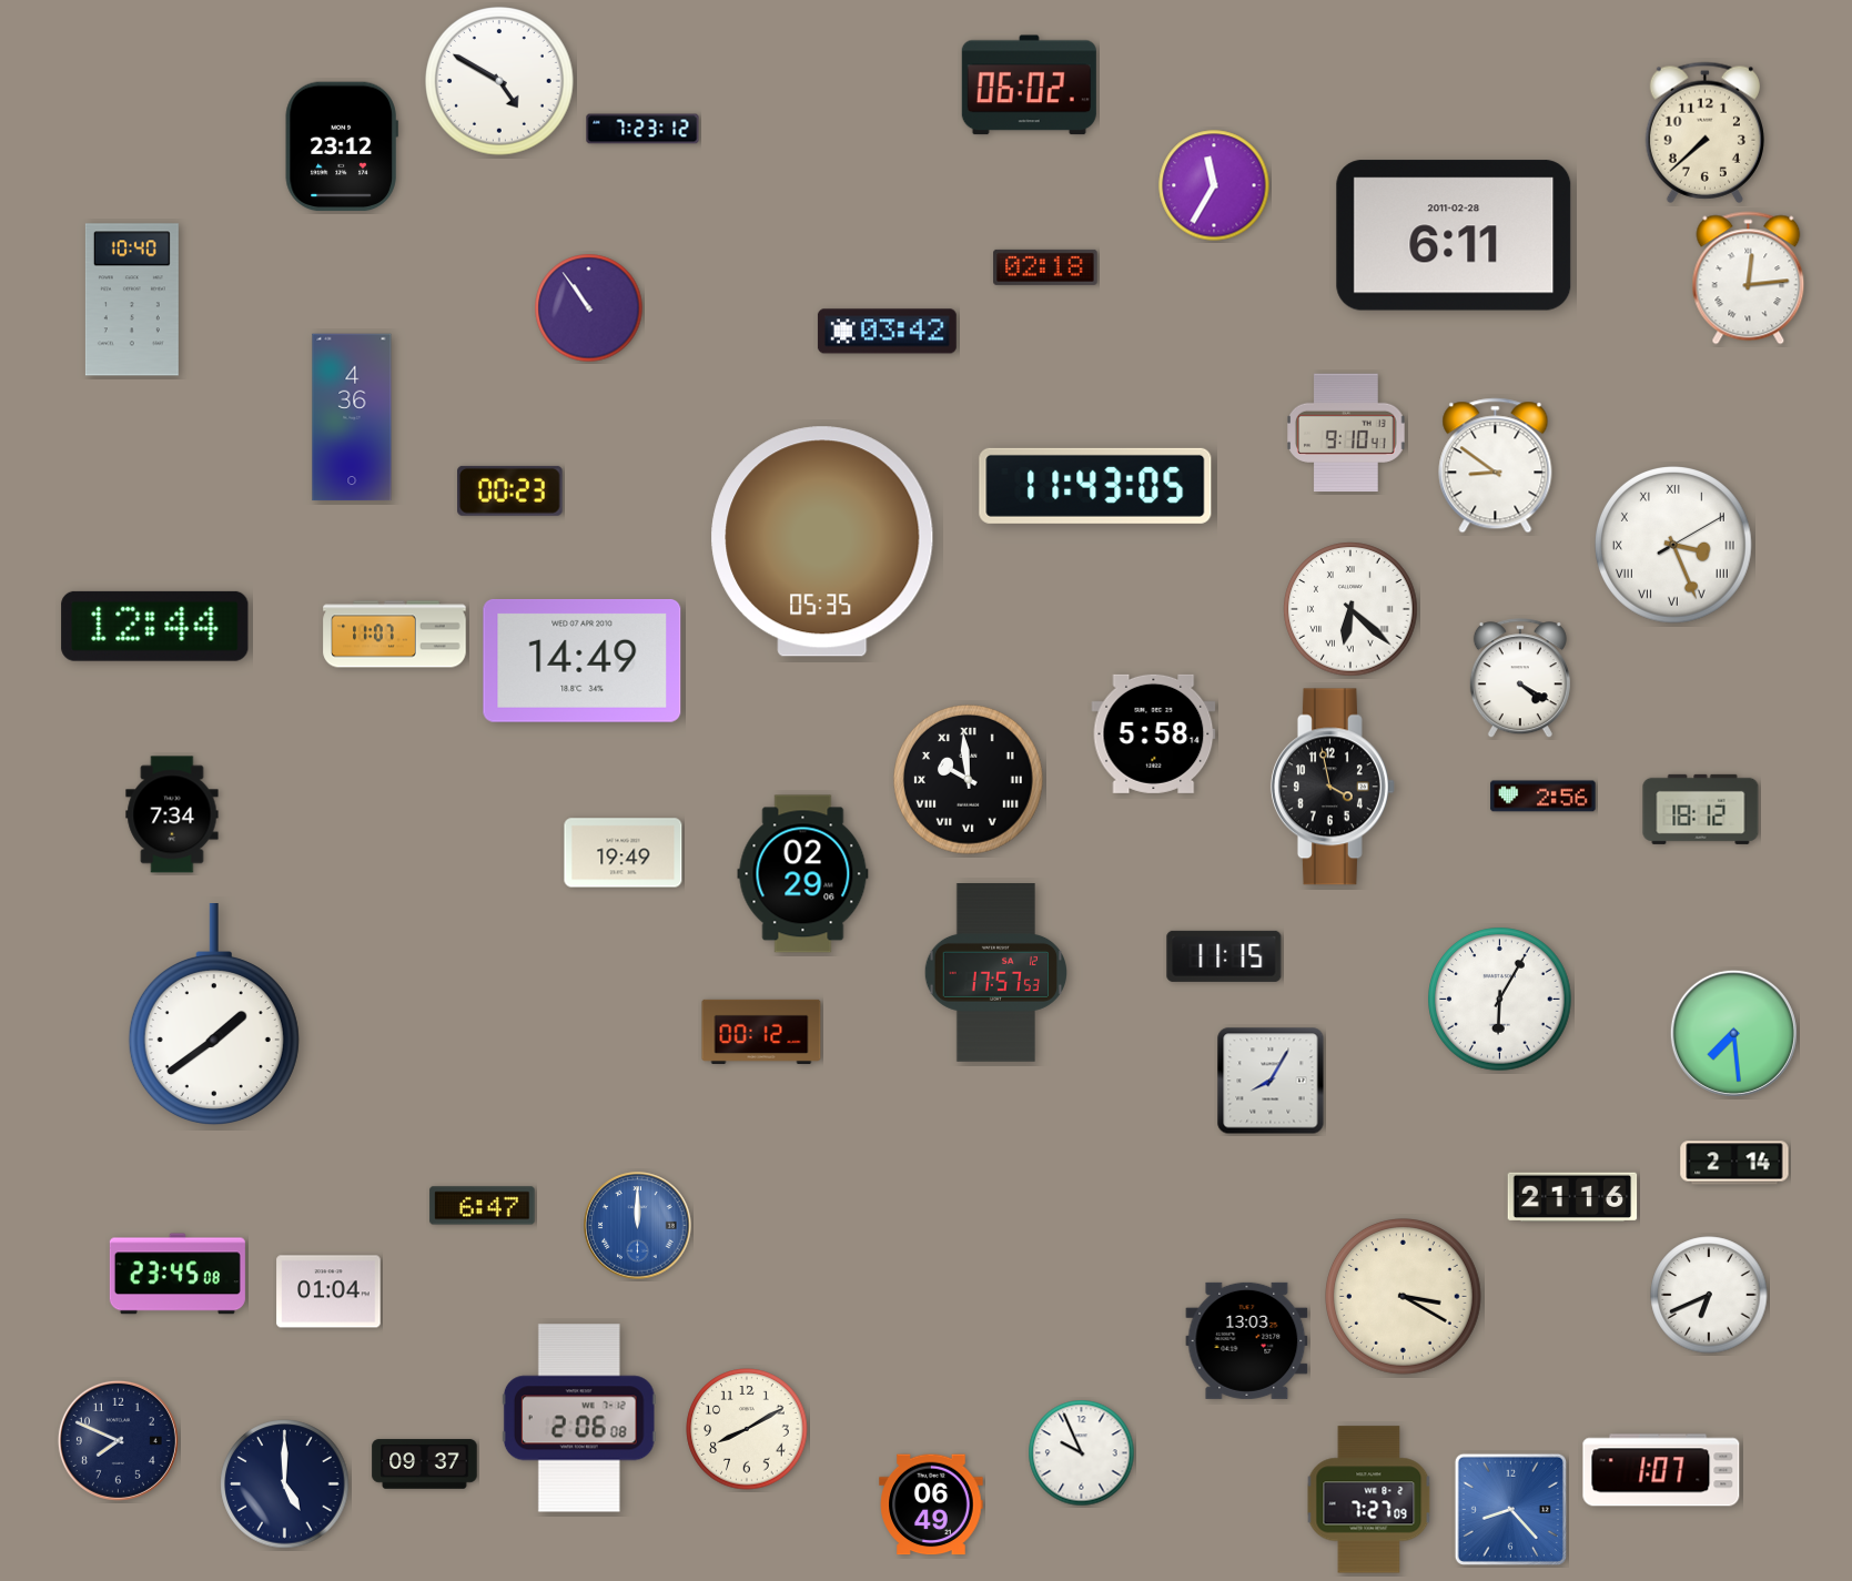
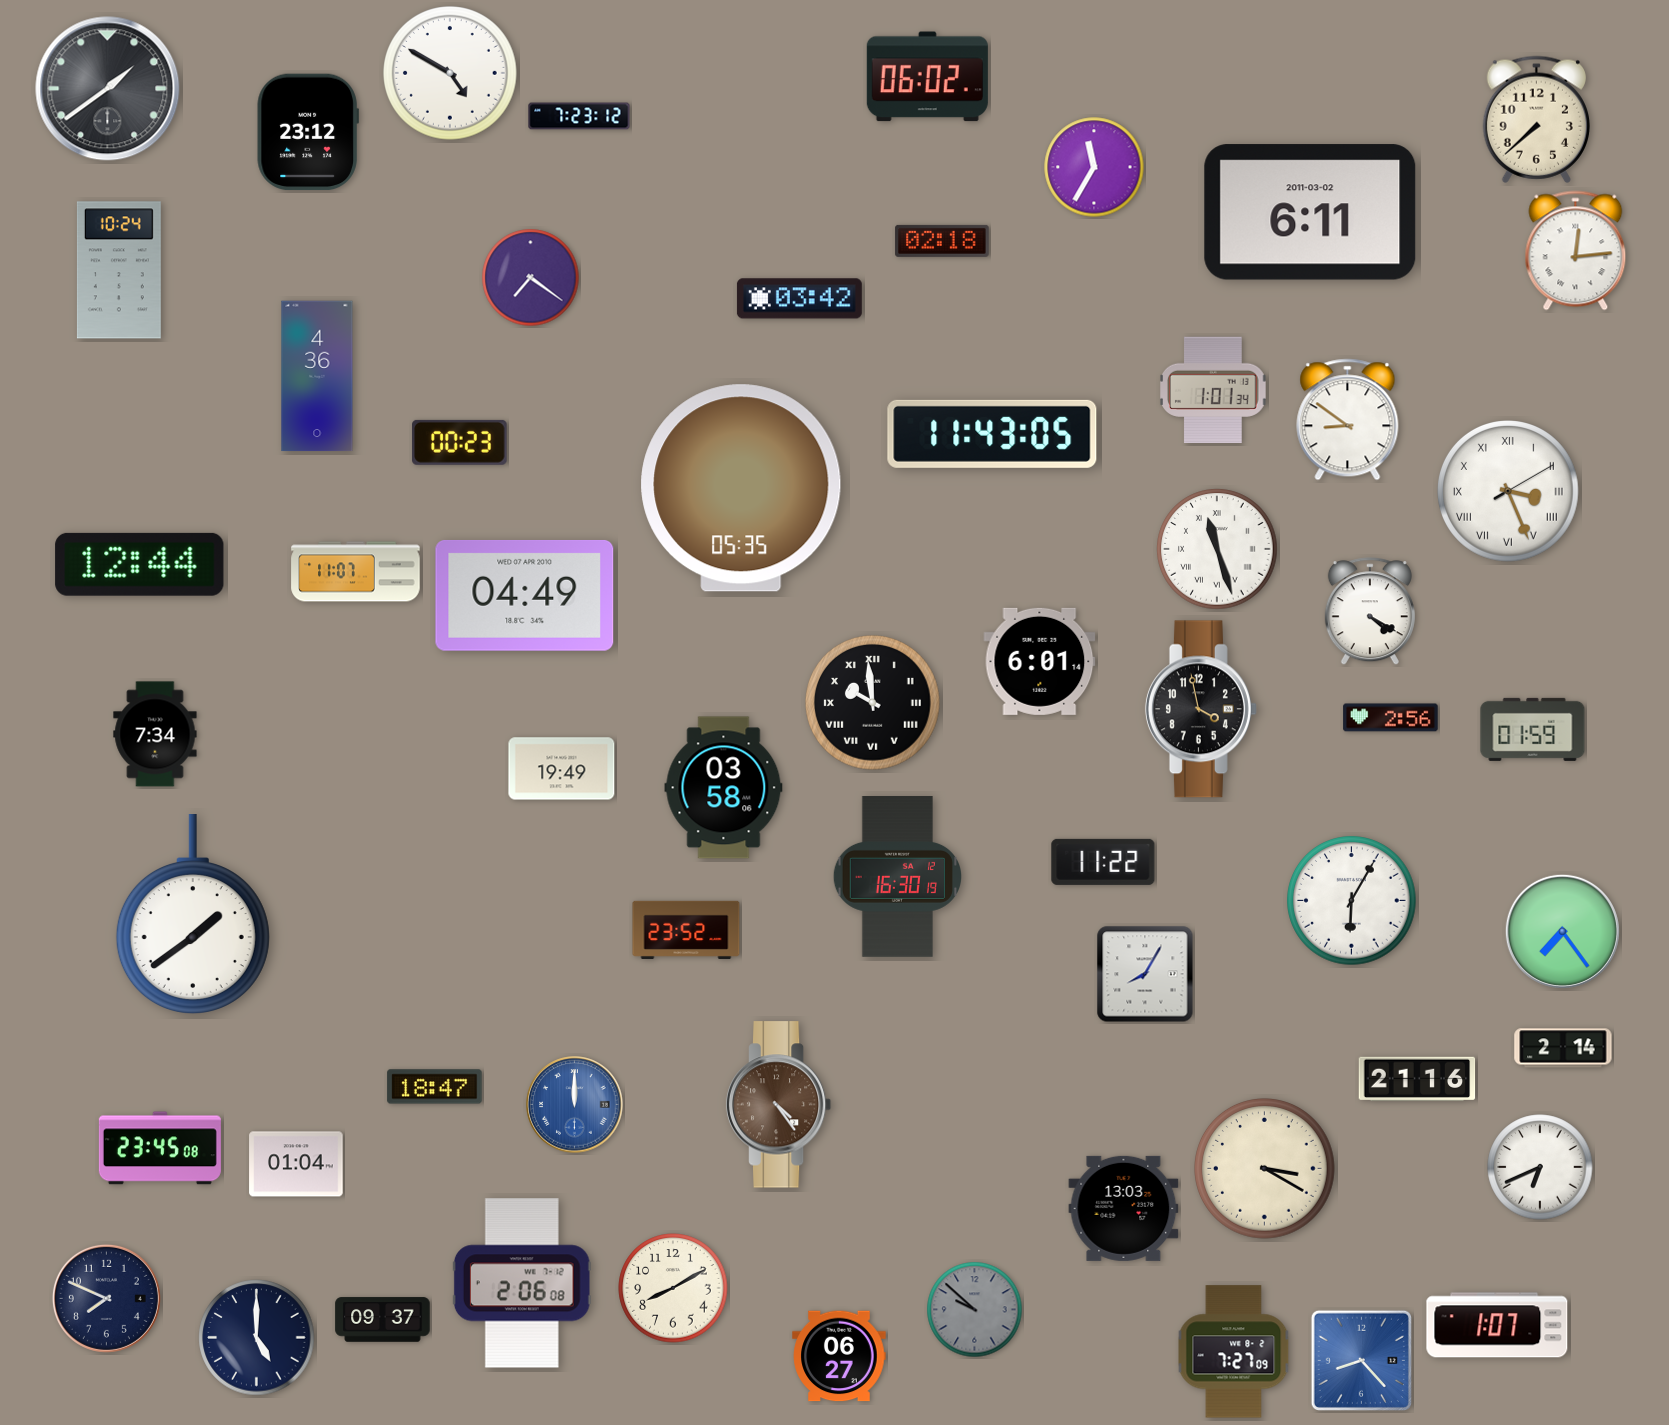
clock at (108, 89): none -> 1:39
clock at (1454, 235) date: 2011-02-28 -> 2011-03-02
clock at (132, 300): 10:40 -> 10:24
clock at (589, 308): 10:54 -> 7:21
clock at (1347, 433): 9:10 -> 1:01
clock at (1095, 486) position: (1095, 486) -> (992, 434)
clock at (1350, 609): 6:22 -> 11:27
clock at (583, 660): 14:49 -> 04:49
clock at (1154, 733): 5:58 -> 6:01
clock at (1701, 809): 18:12 -> 01:59
clock at (803, 874): 02:29 -> 03:58
clock at (1224, 956): 11:15 -> 11:22
clock at (995, 973): 17:57 -> 16:30
clock at (761, 1032): 00:12 -> 23:52
clock at (1733, 1033): 7:29 -> 7:24
clock at (483, 1206): 6:47 -> 18:47
clock at (779, 1105): none -> 4:24
clock at (579, 1418) position: (579, 1418) -> (522, 1283)
clock at (1082, 1453): 9:56 -> 9:52
clock at (1082, 1453) dial: white -> grey
clock at (931, 1504): 06:49 -> 06:27
